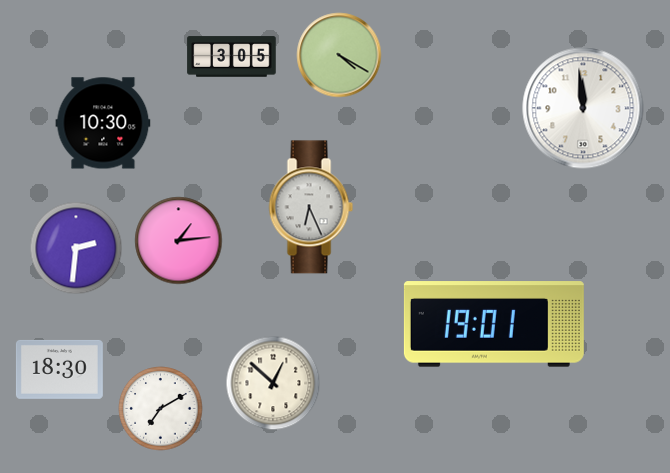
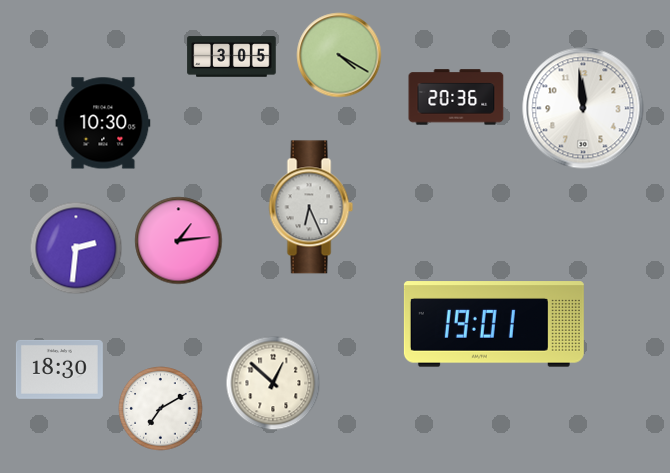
clock at (456, 97): none -> 20:36
